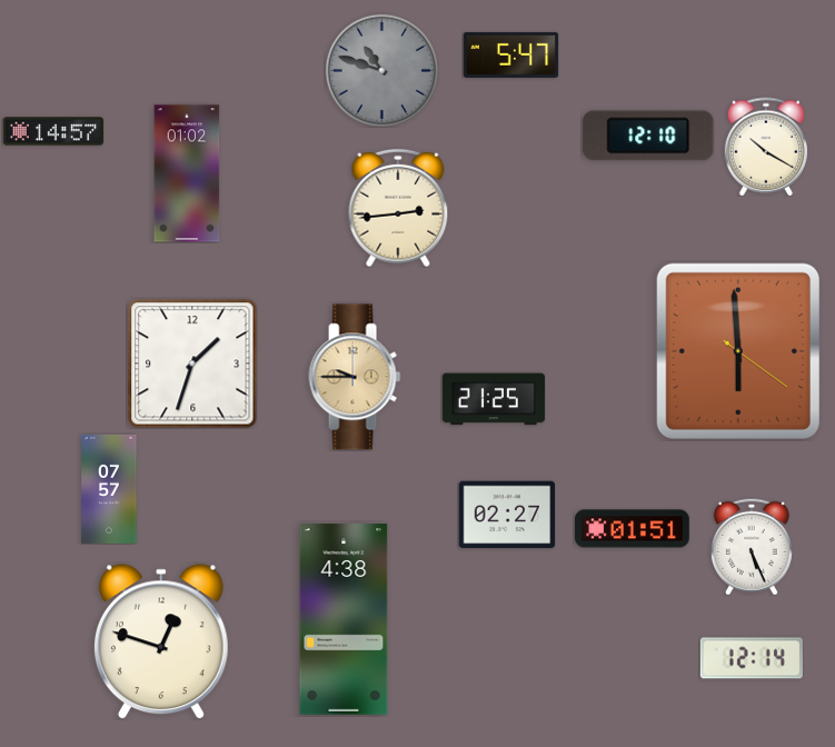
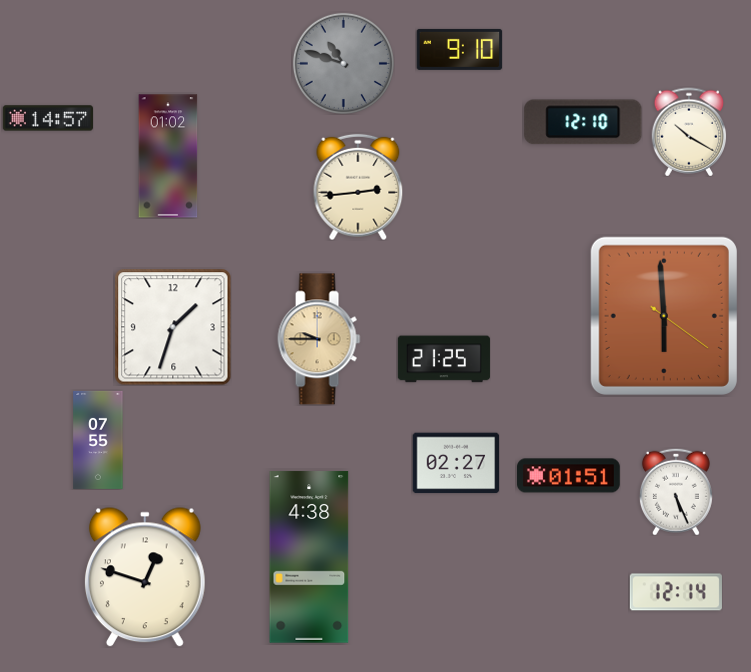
clock at (510, 54): 5:47 -> 9:10
clock at (109, 489): 07:57 -> 07:55
